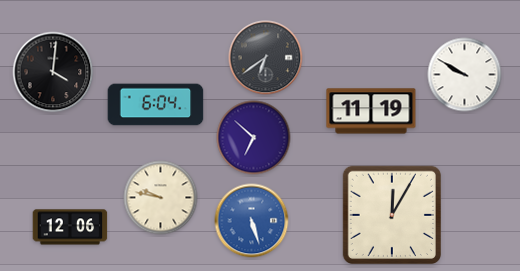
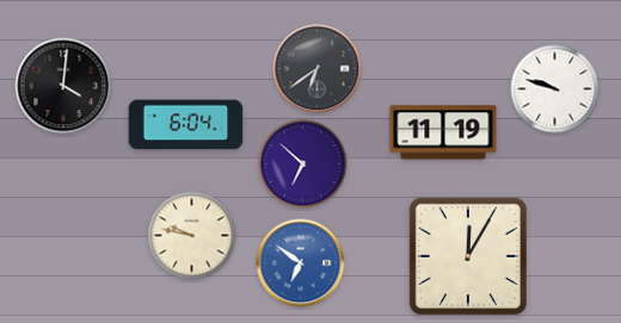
clock at (465, 75): 9:50 -> 9:48
clock at (252, 221): 5:27 -> 6:51
clock at (70, 227): 12:06 -> none
